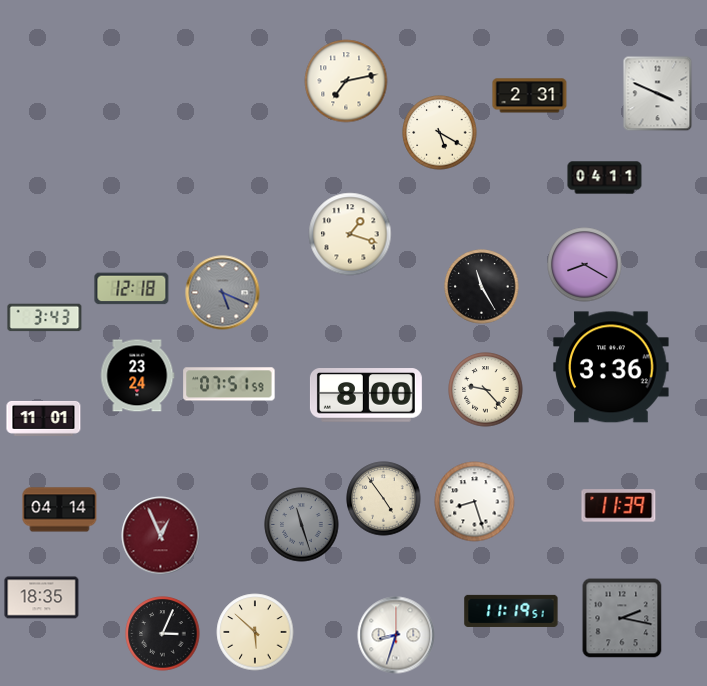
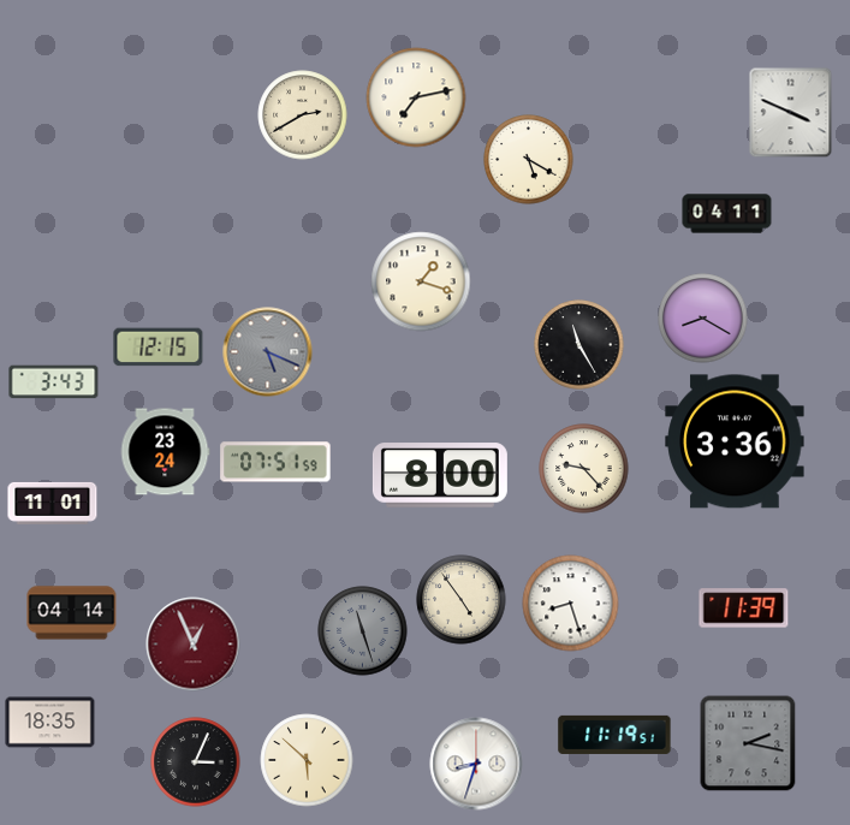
clock at (303, 115): none -> 2:40
clock at (530, 96): 2:31 -> none
clock at (132, 289): 12:18 -> 12:15
clock at (42, 598) position: (42, 598) -> (50, 723)
